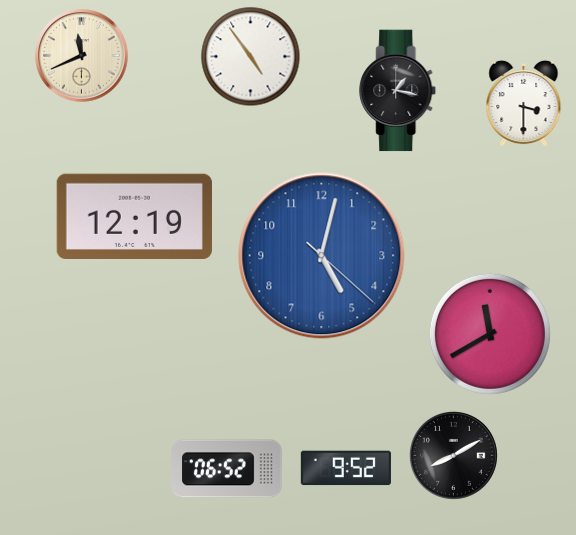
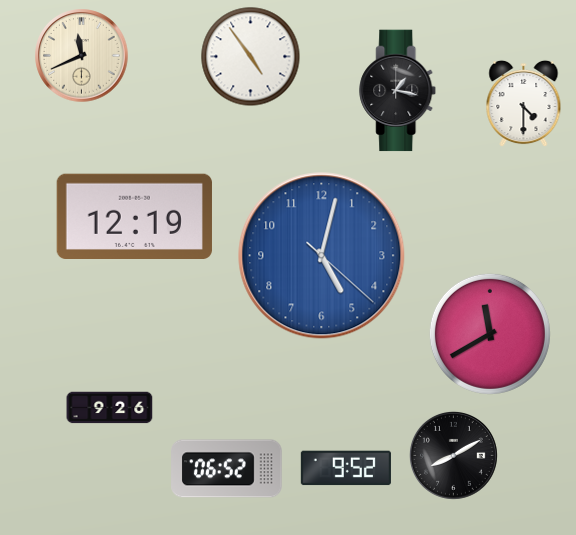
clock at (524, 104): 3:30 -> 4:30
clock at (110, 408): none -> 9:26
